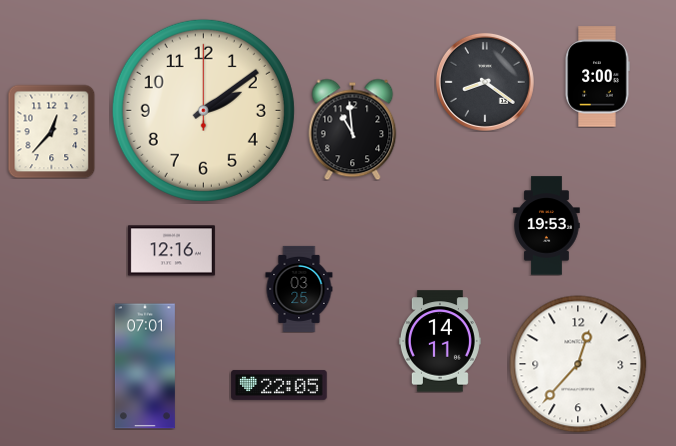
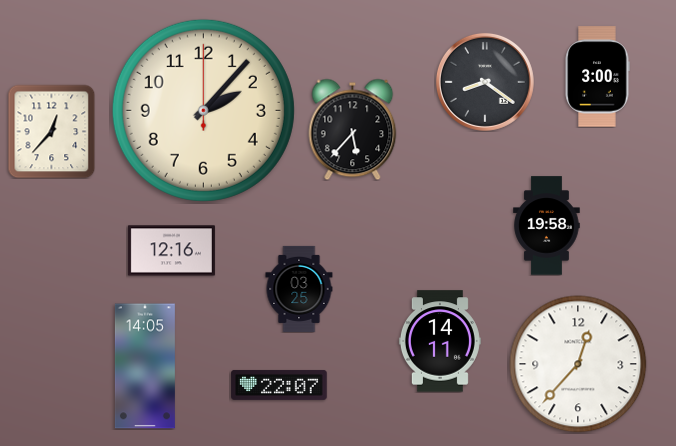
clock at (203, 110): 2:09 -> 2:07
clock at (353, 129): 10:59 -> 5:37
clock at (547, 226): 19:53 -> 19:58
clock at (145, 366): 07:01 -> 14:05
clock at (279, 385): 22:05 -> 22:07
